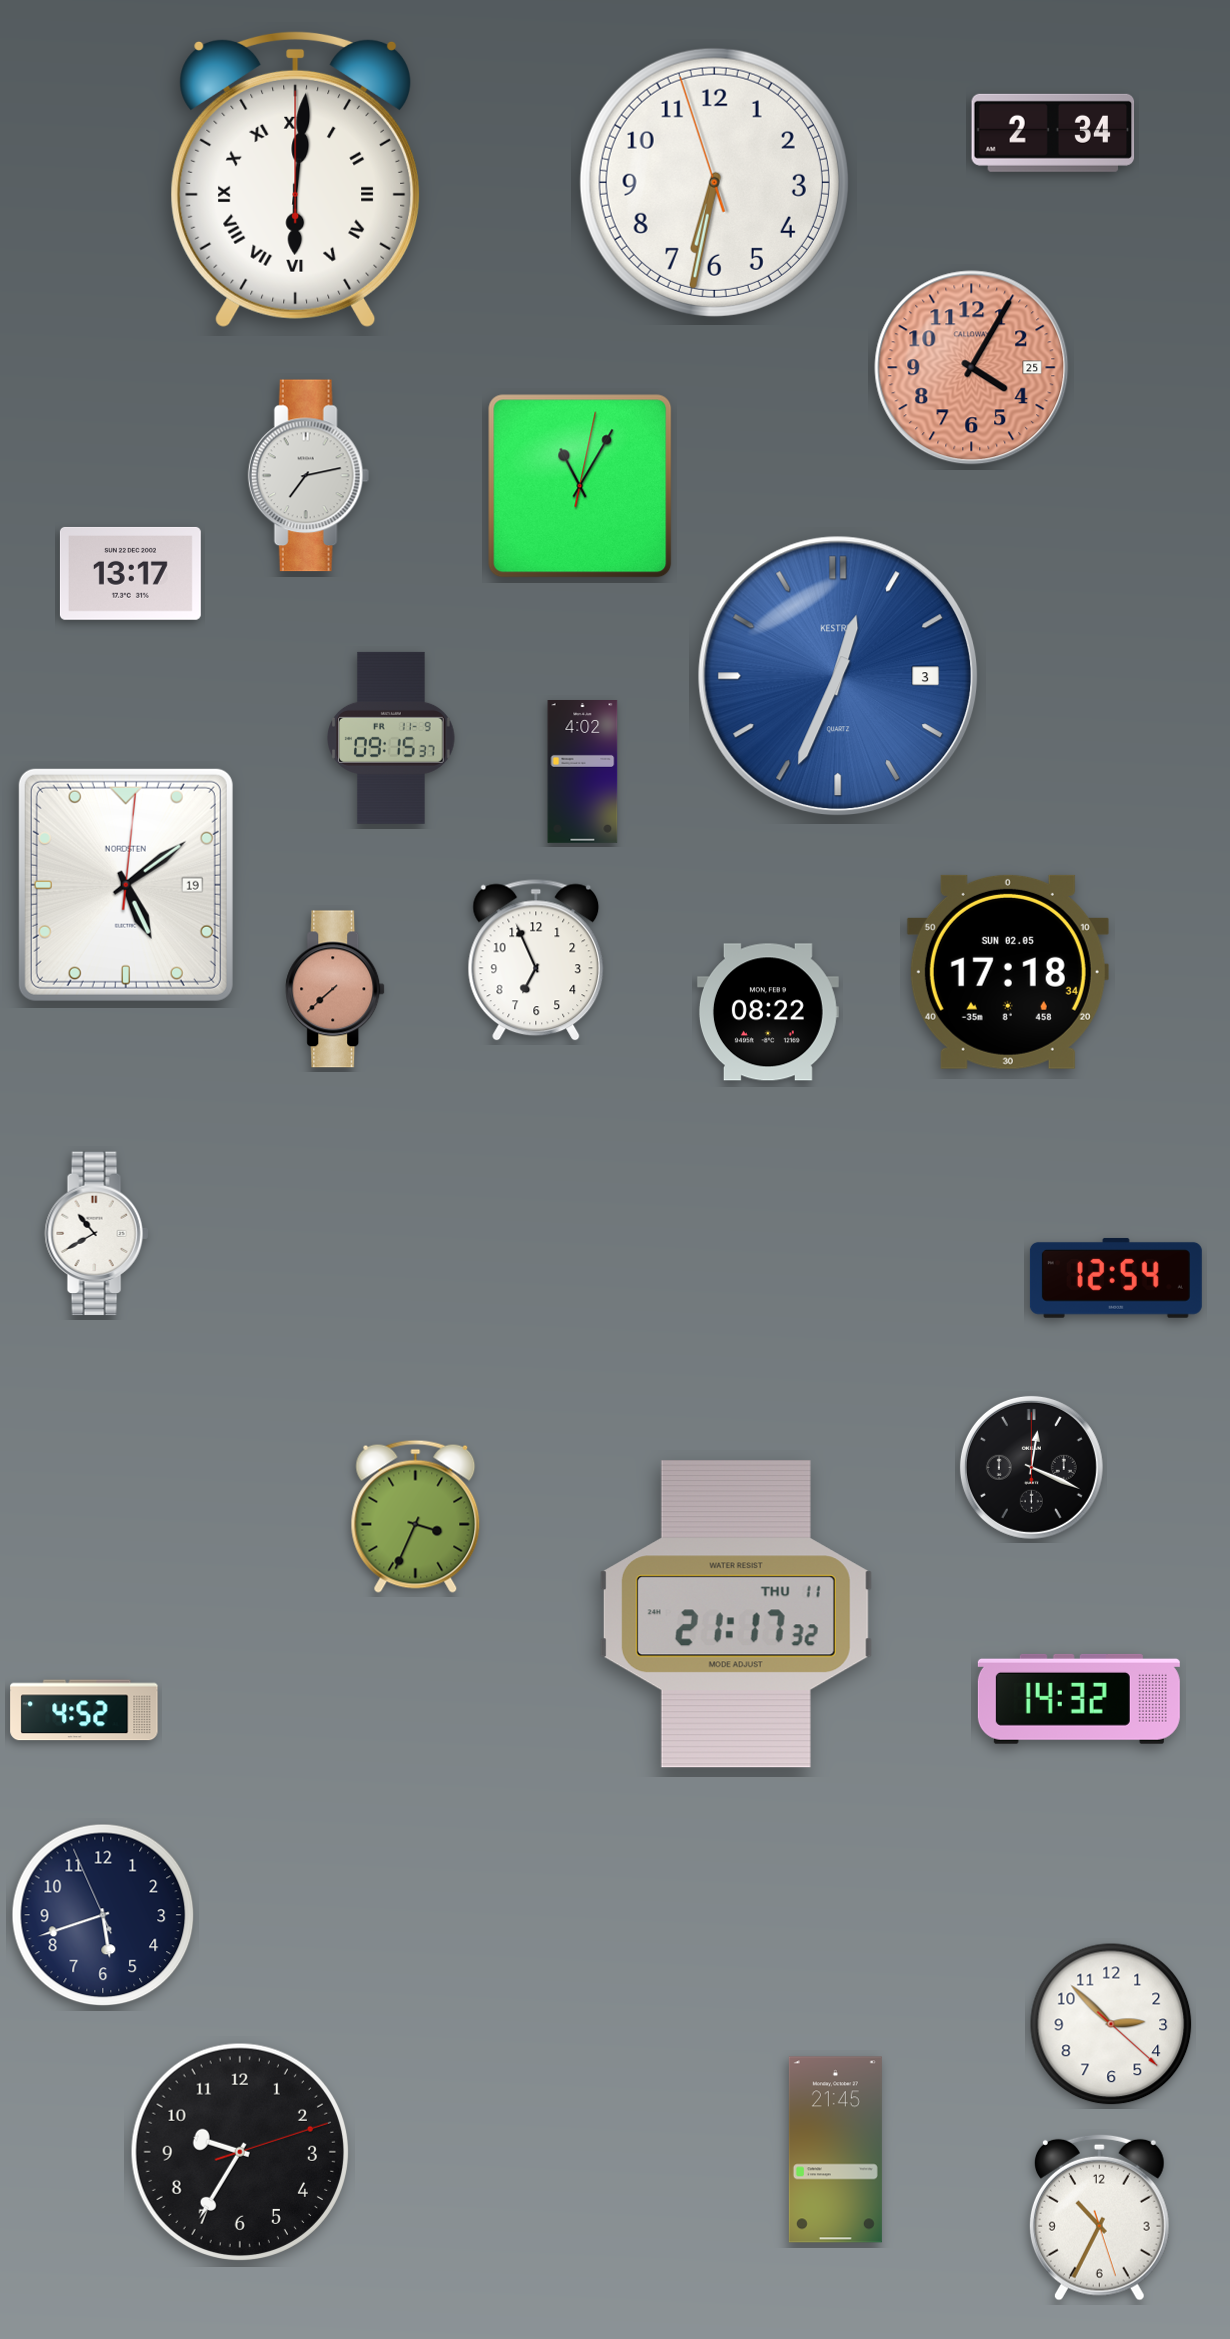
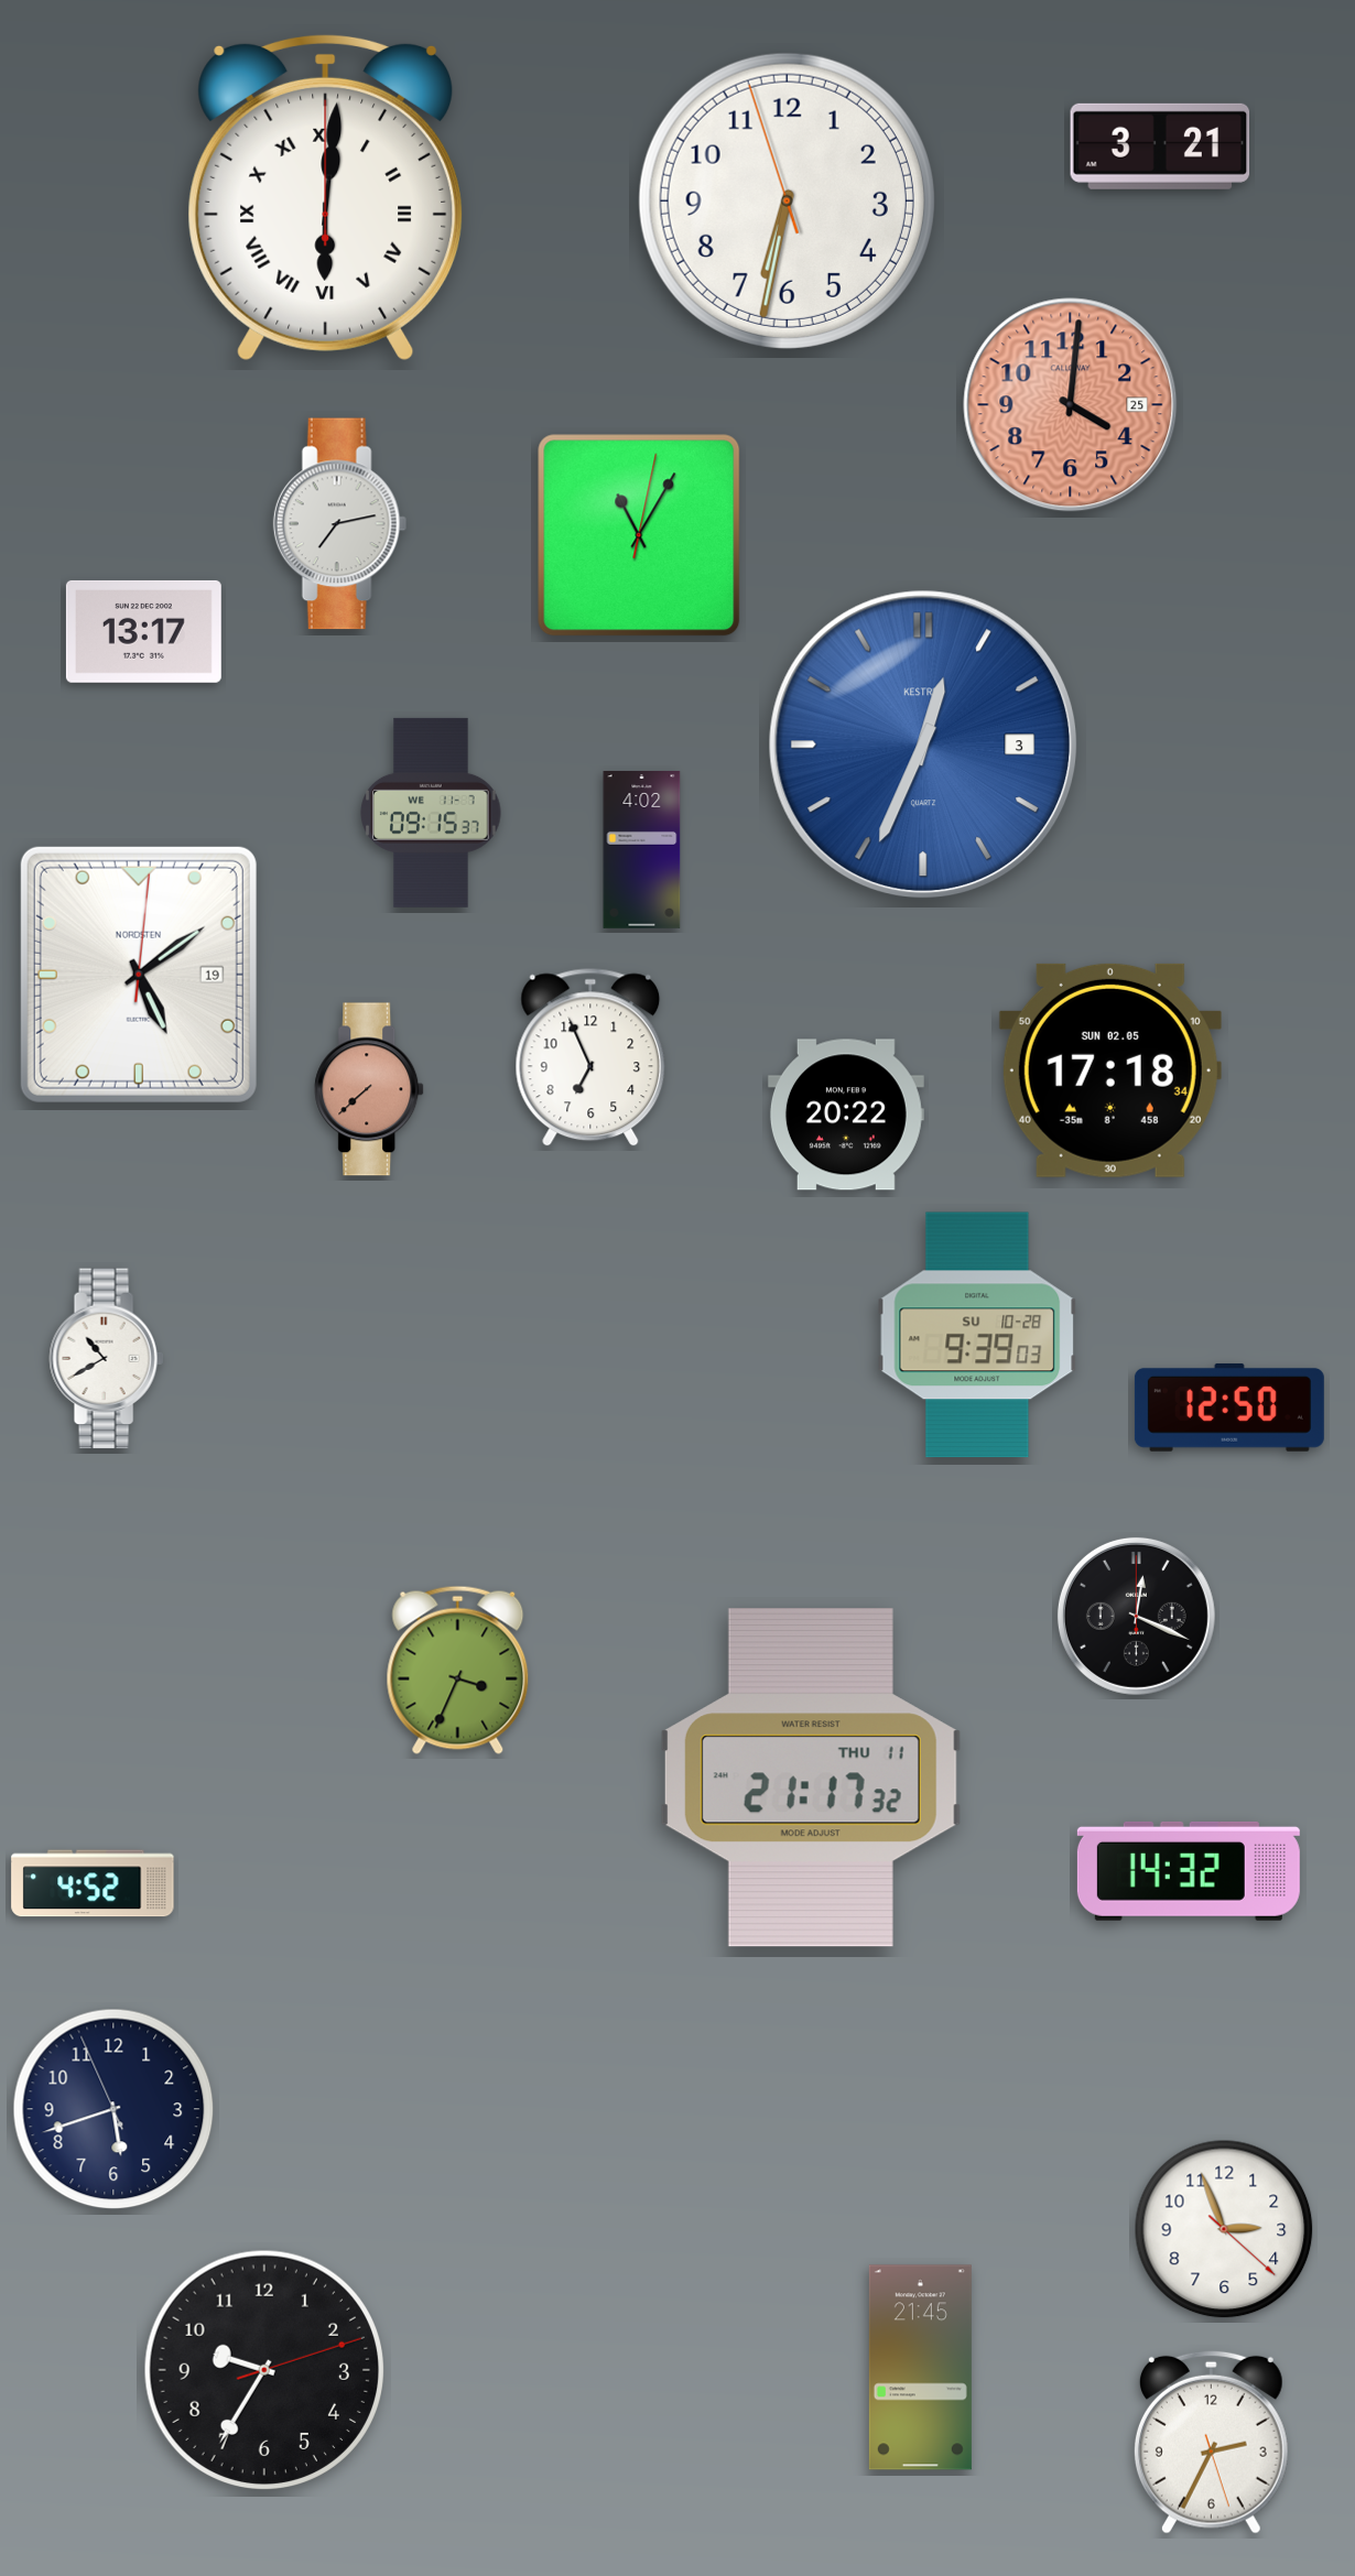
clock at (1053, 133): 2:34 -> 3:21
clock at (972, 368): 4:05 -> 4:01
clock at (391, 738) date: FR 11-9 -> WE 11-7
clock at (768, 1012): 08:22 -> 20:22
clock at (977, 1335): none -> 9:39
clock at (1116, 1278): 12:54 -> 12:50
clock at (1111, 2024): 2:52 -> 2:56
clock at (1099, 2217): 10:34 -> 2:34
